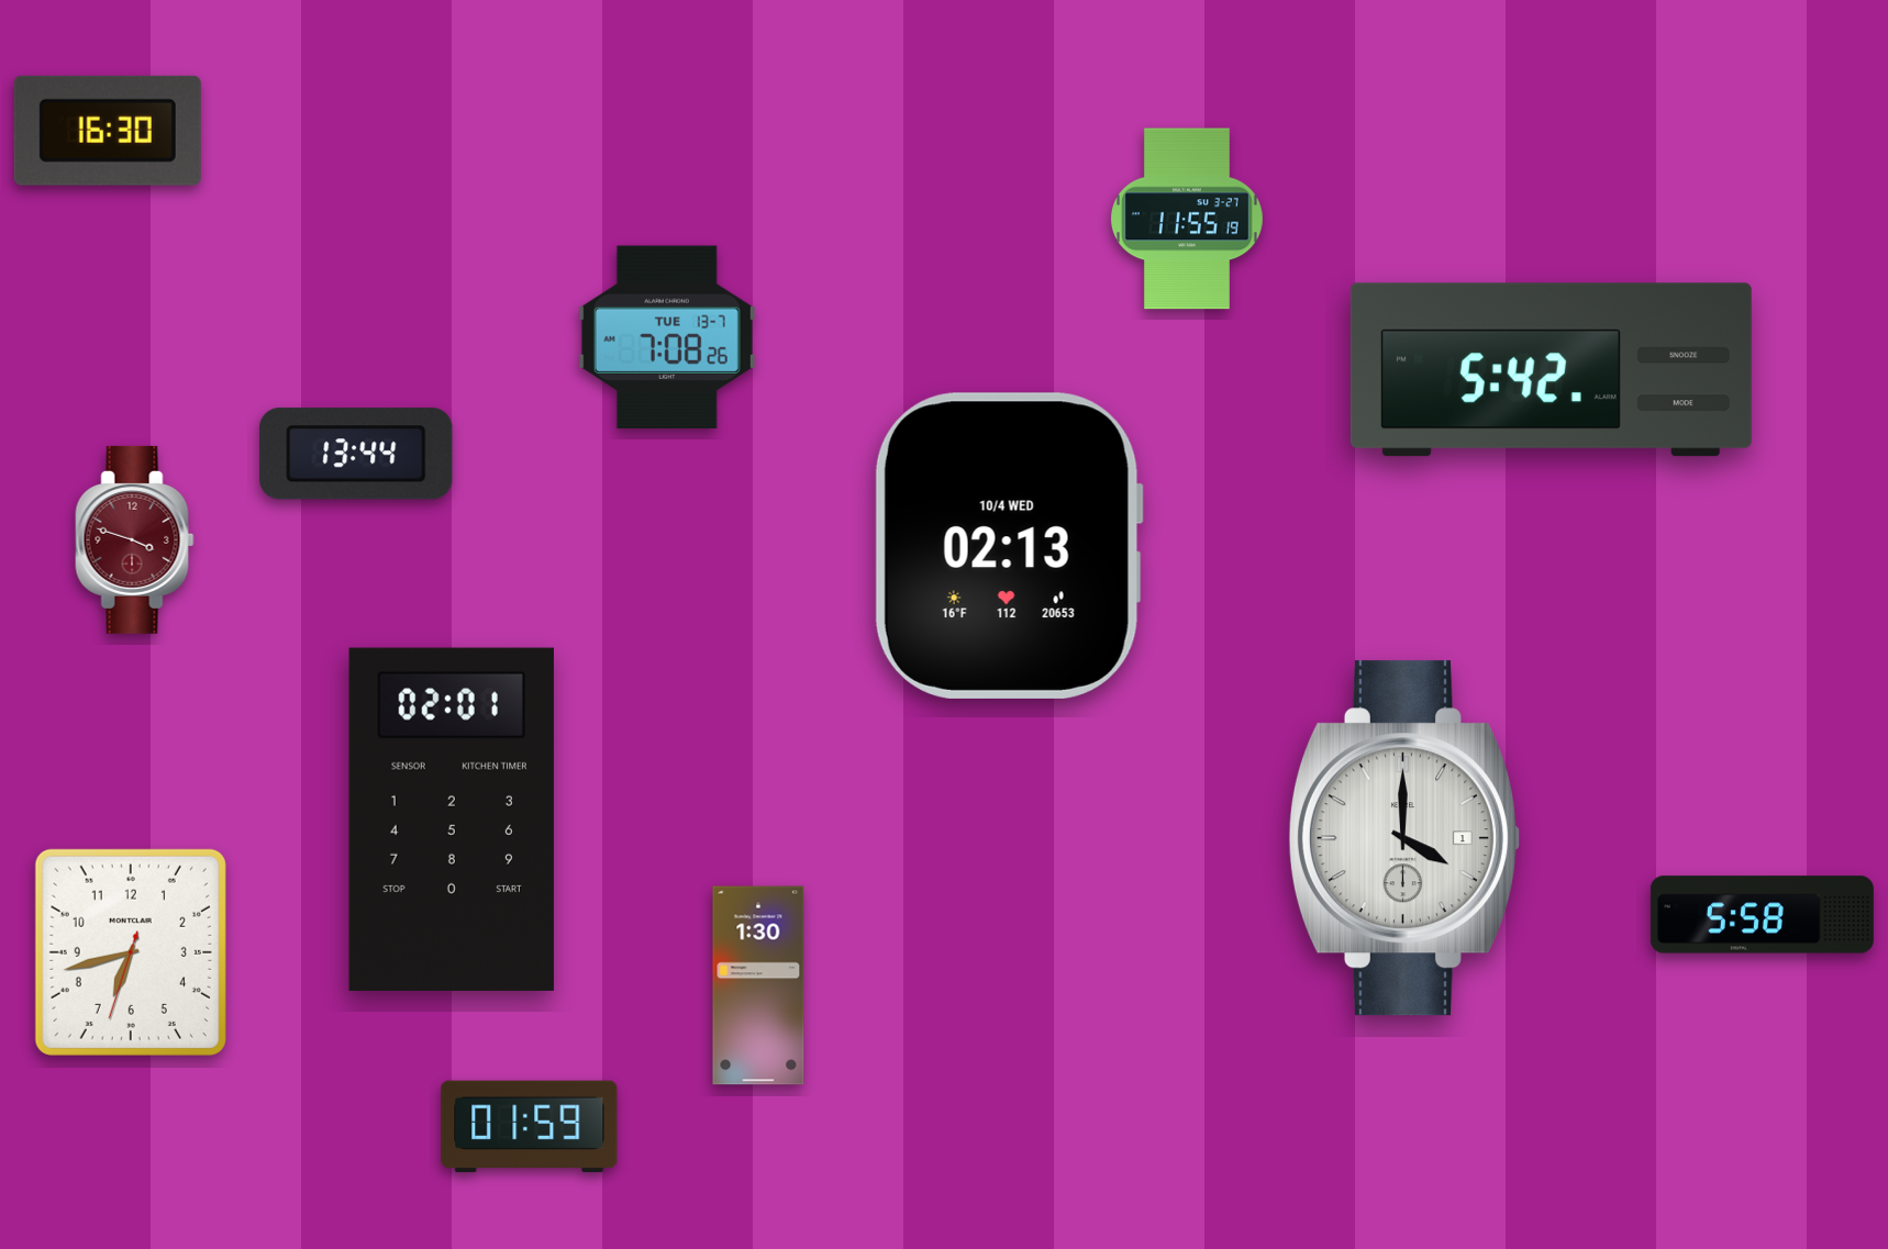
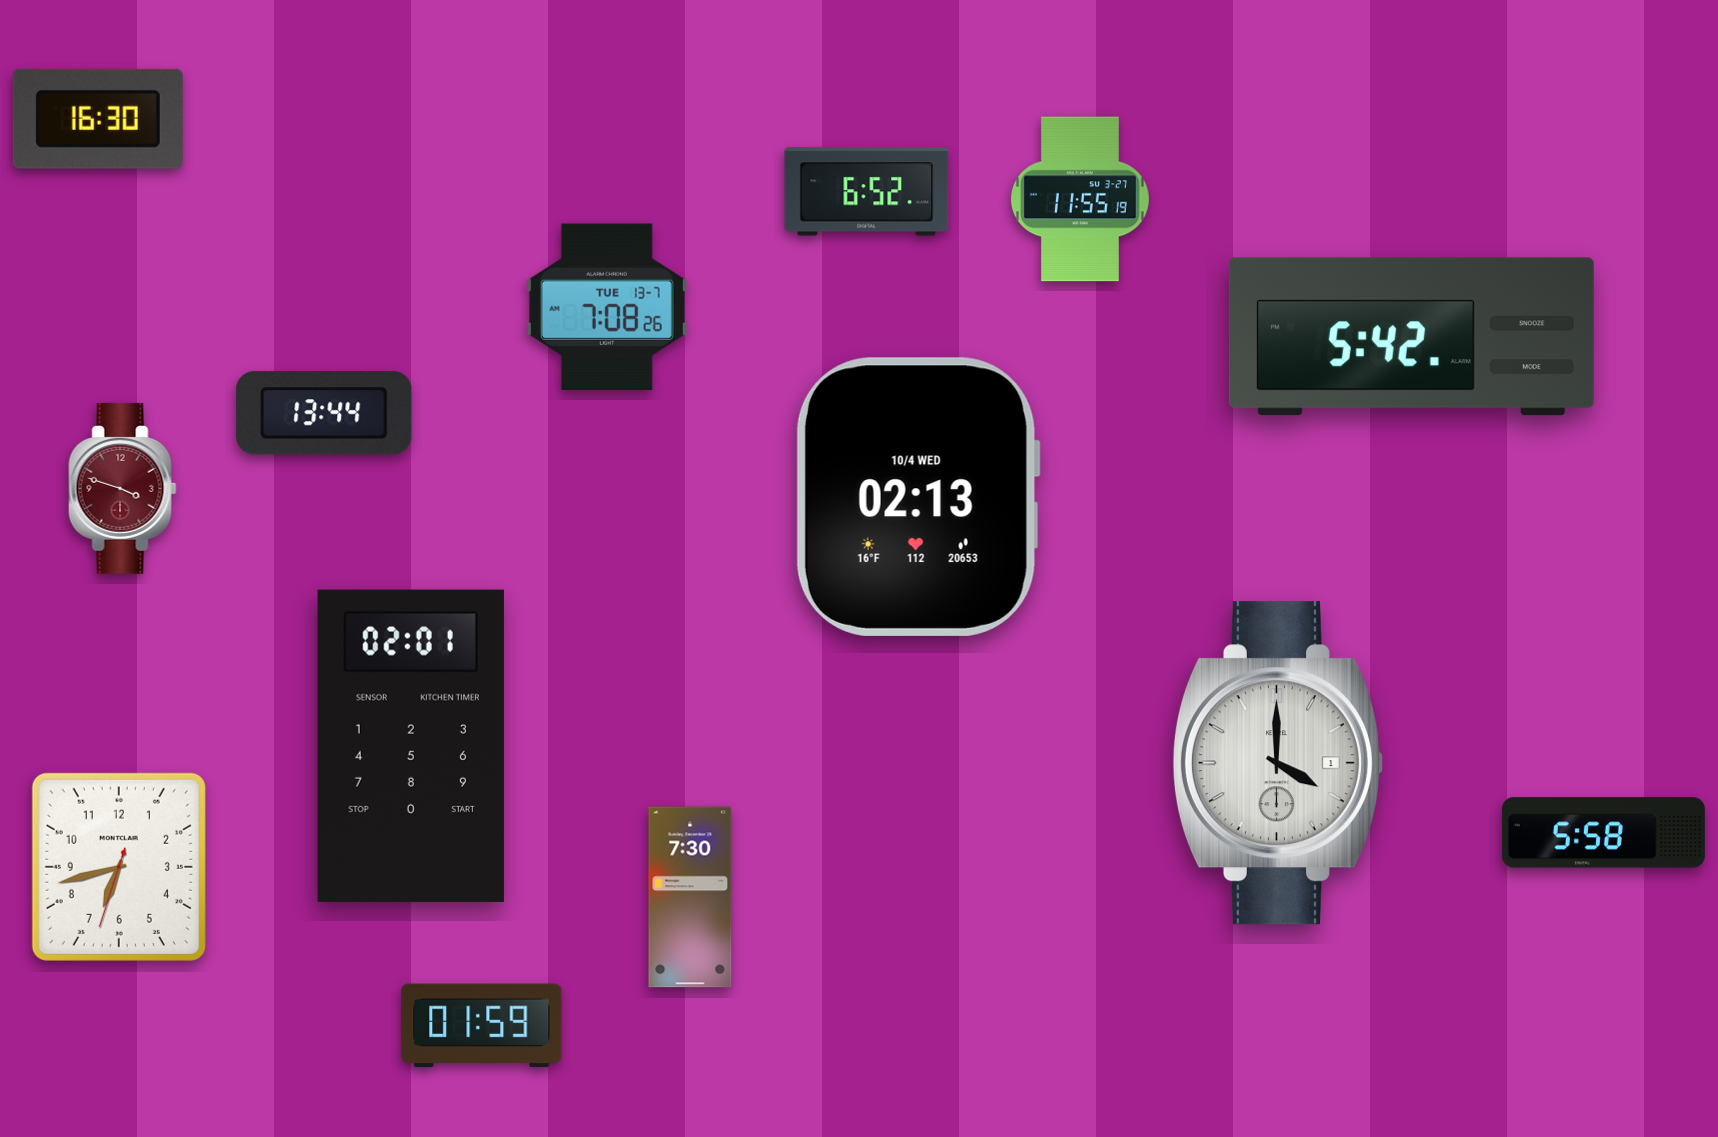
clock at (867, 192): none -> 6:52
clock at (135, 539) position: (135, 539) -> (123, 488)
clock at (758, 985): 1:30 -> 7:30
